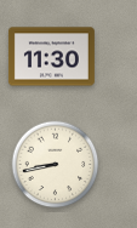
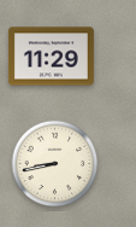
clock at (51, 57): 11:30 -> 11:29
